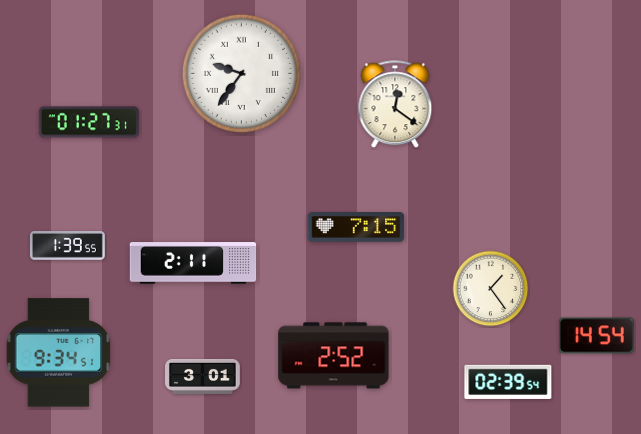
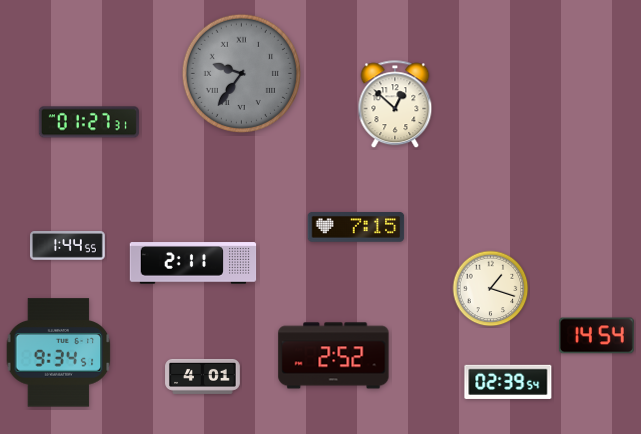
clock at (241, 73) dial: white -> grey
clock at (395, 105): 12:21 -> 12:52
clock at (68, 246): 1:39 -> 1:44
clock at (491, 289): 1:24 -> 1:18
clock at (203, 376): 3:01 -> 4:01
